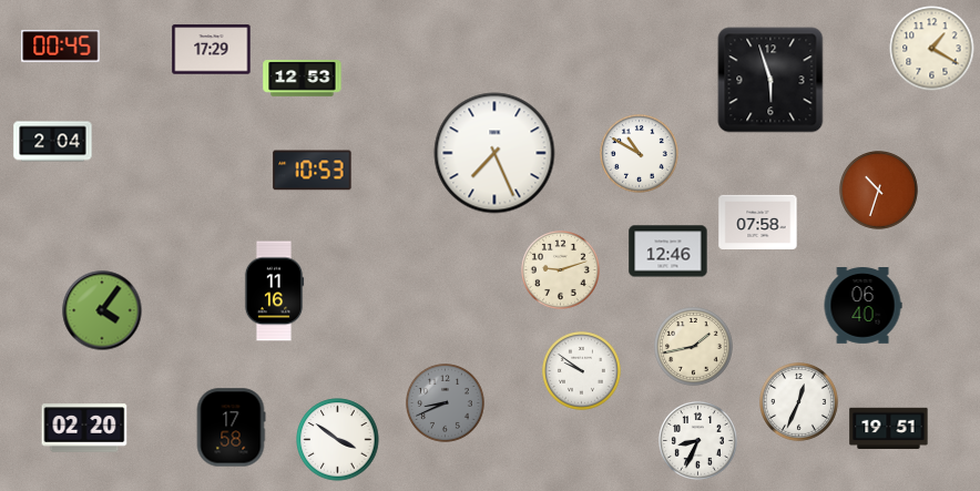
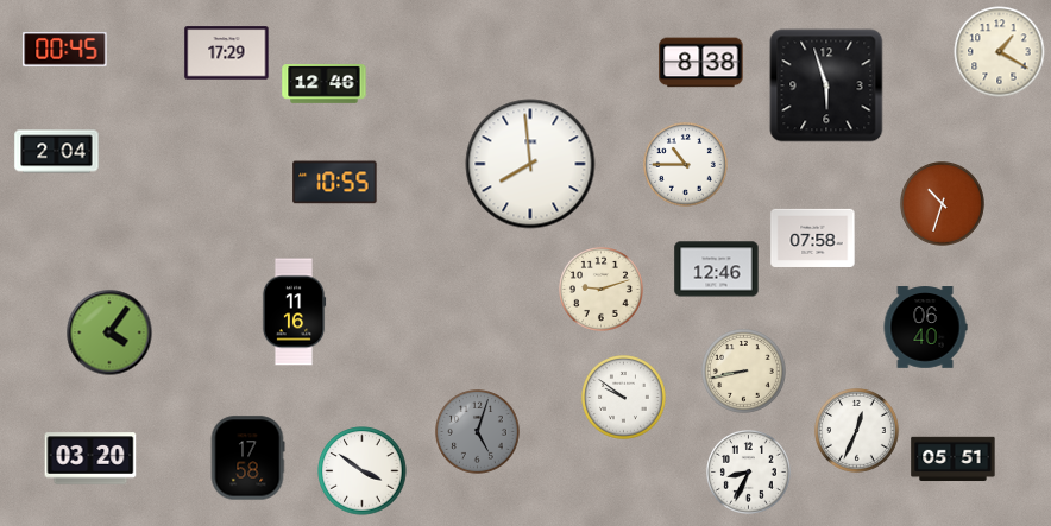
clock at (701, 63): none -> 8:38
clock at (303, 79): 12:53 -> 12:46
clock at (494, 153): 7:26 -> 7:59
clock at (640, 154): 10:50 -> 10:45
clock at (313, 171): 10:53 -> 10:55
clock at (694, 347): 1:43 -> 8:43
clock at (446, 403): 8:41 -> 5:03
clock at (84, 428): 02:20 -> 03:20
clock at (889, 429): 19:51 -> 05:51
